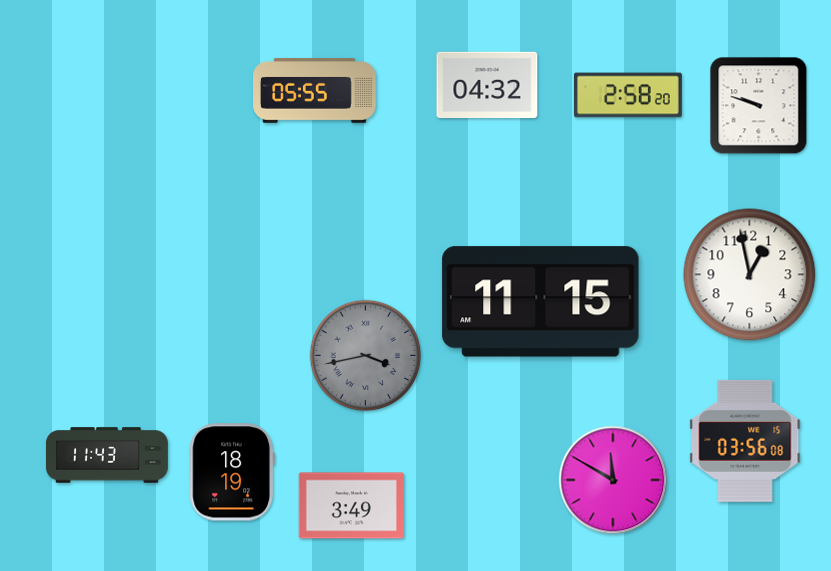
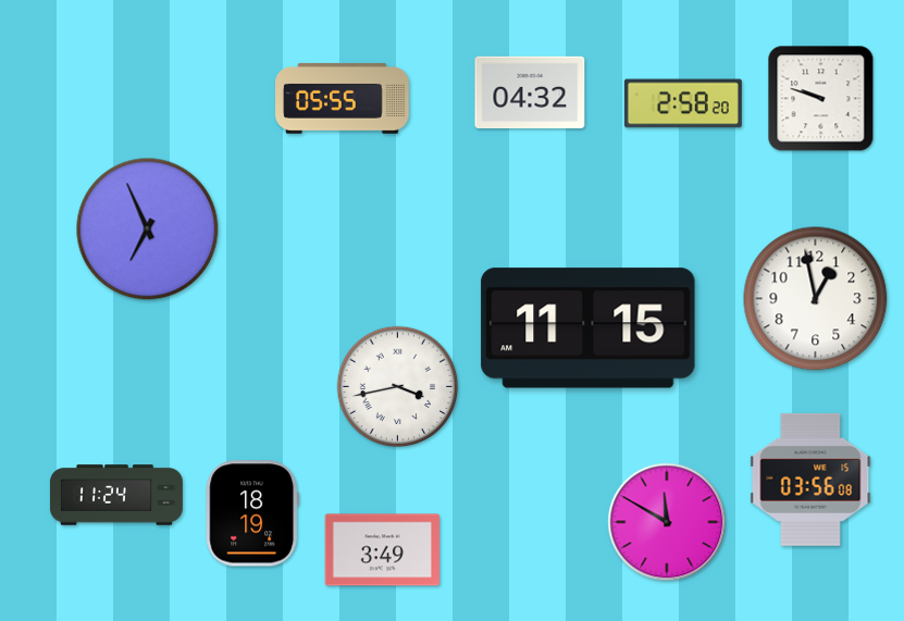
clock at (759, 106) position: (759, 106) -> (821, 99)
clock at (148, 229): none -> 6:56
clock at (366, 356) dial: grey -> white
clock at (107, 455): 11:43 -> 11:24
